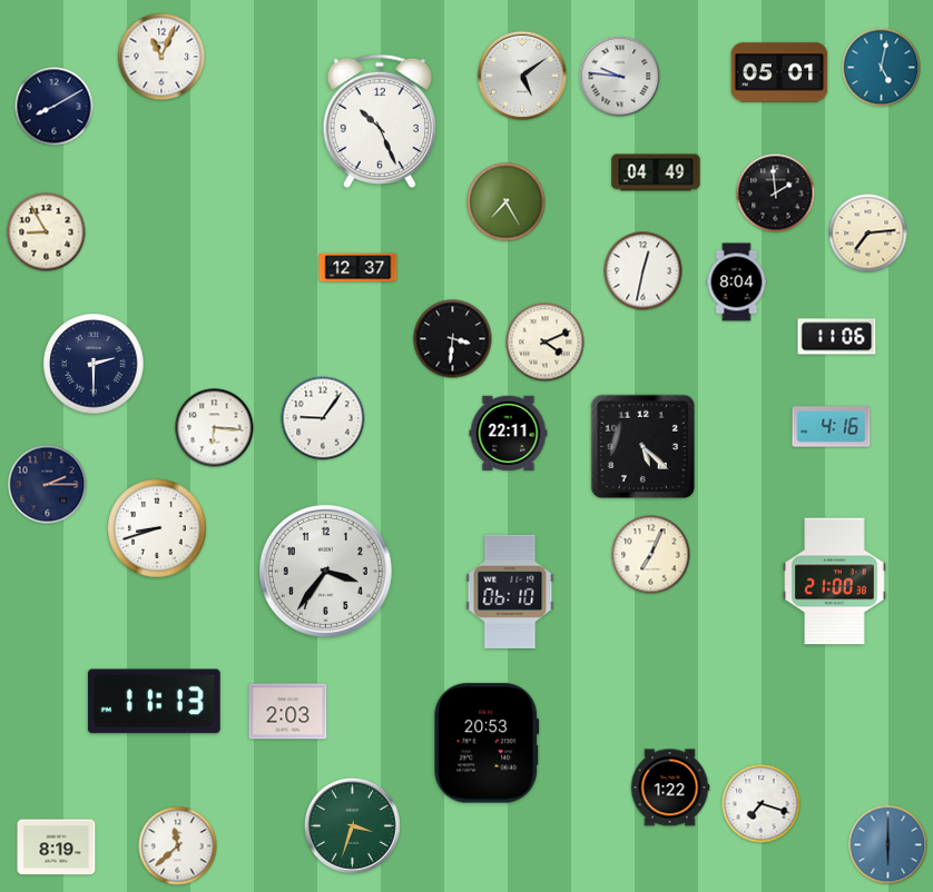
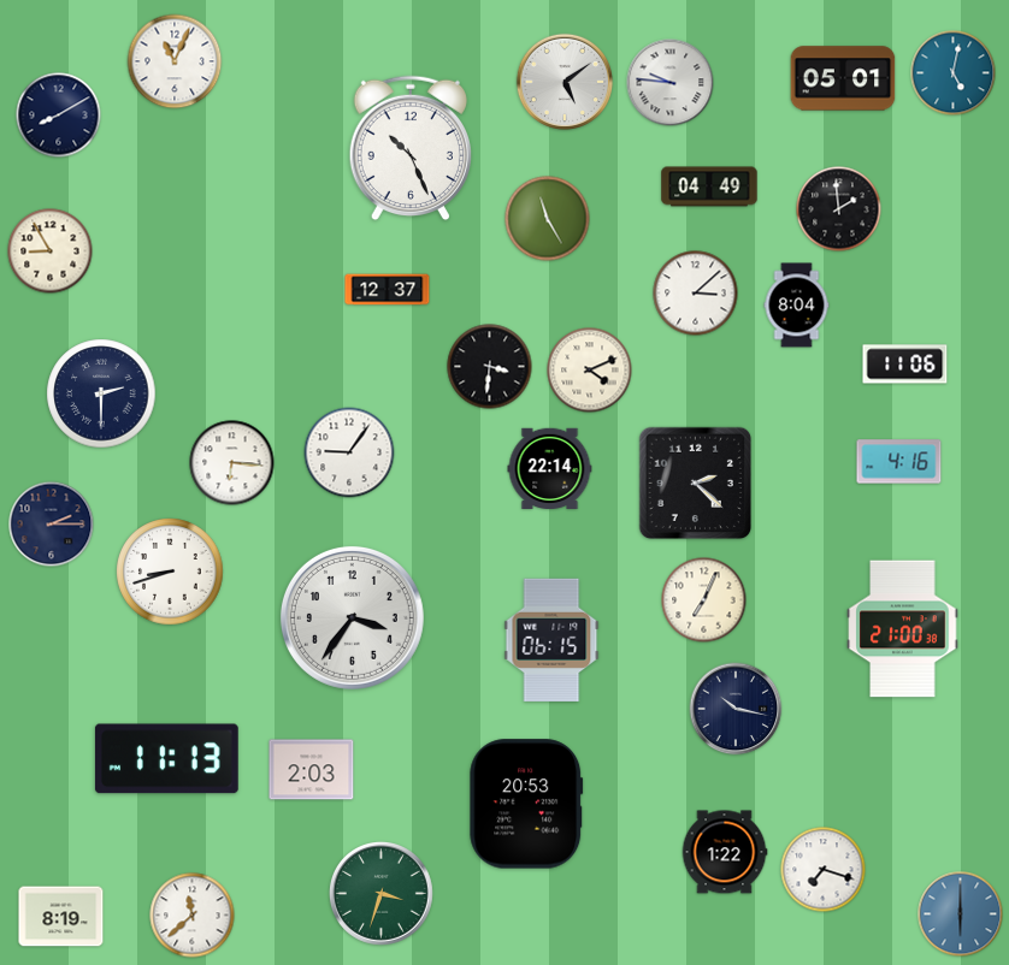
clock at (379, 121) position: (379, 121) -> (409, 148)
clock at (507, 202): 7:25 -> 11:25
clock at (868, 234): 7:14 -> none
clock at (644, 271): 12:32 -> 3:08
clock at (509, 434): 22:11 -> 22:14
clock at (644, 447): 5:22 -> 2:22
clock at (510, 591): 06:10 -> 06:15
clock at (736, 709): none -> 10:17
